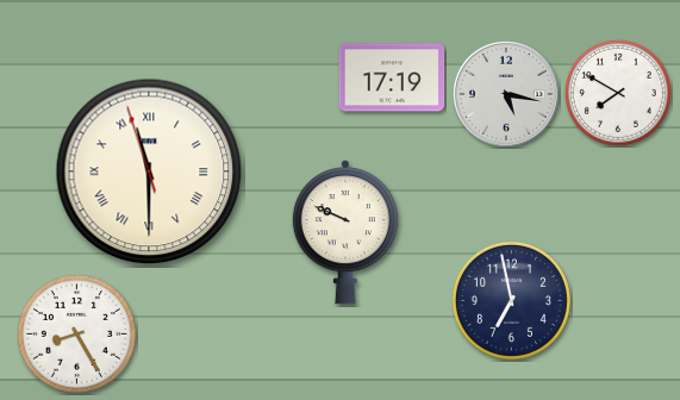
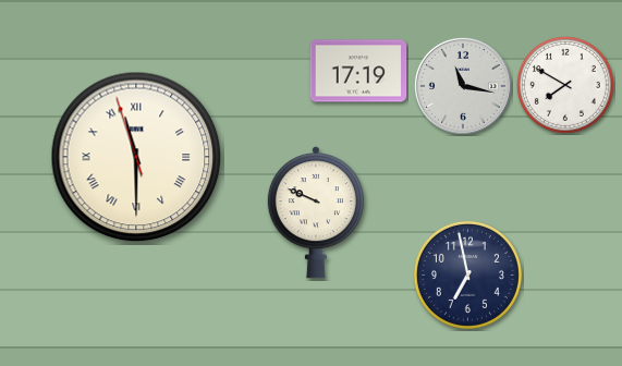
clock at (506, 94): 5:17 -> 11:17
clock at (76, 333): 8:25 -> none
